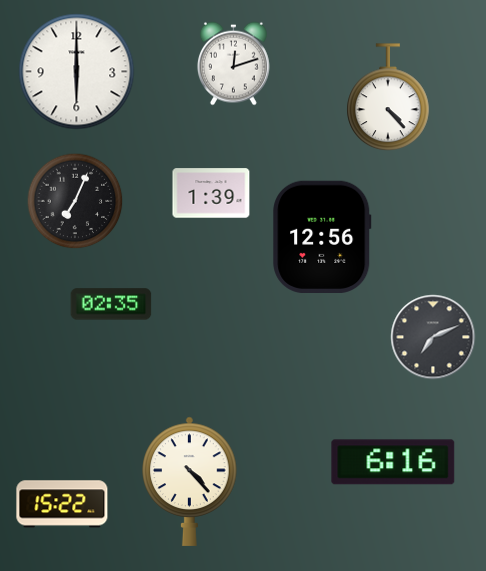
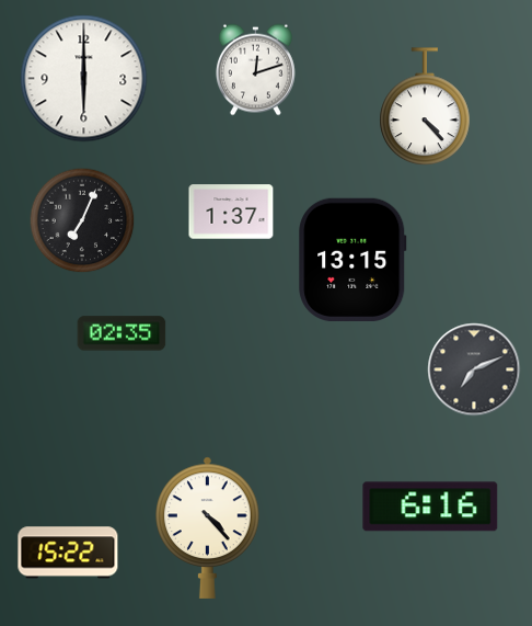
clock at (211, 193): 1:39 -> 1:37
clock at (322, 236): 12:56 -> 13:15
